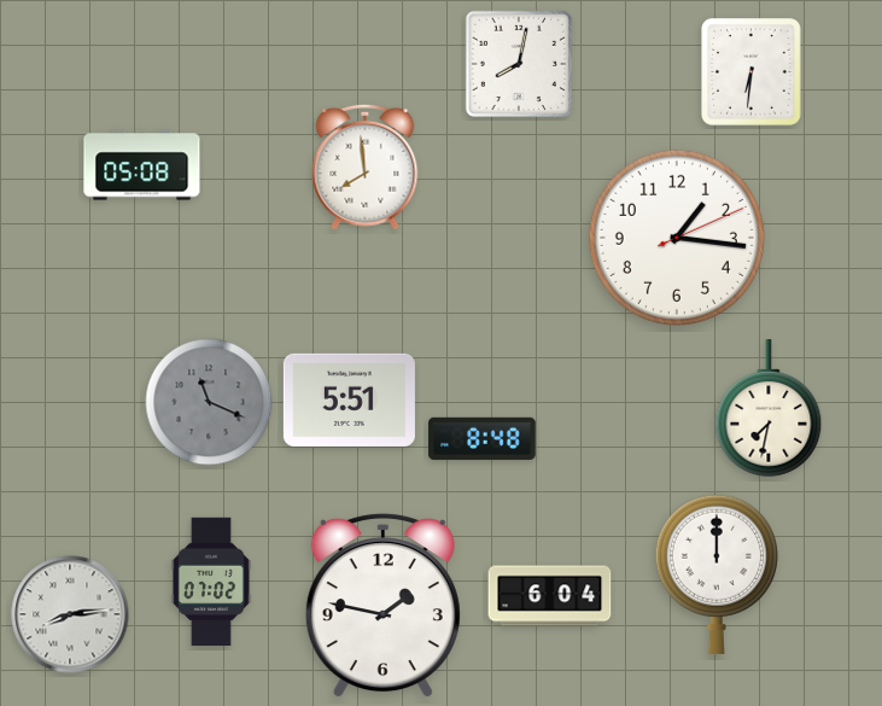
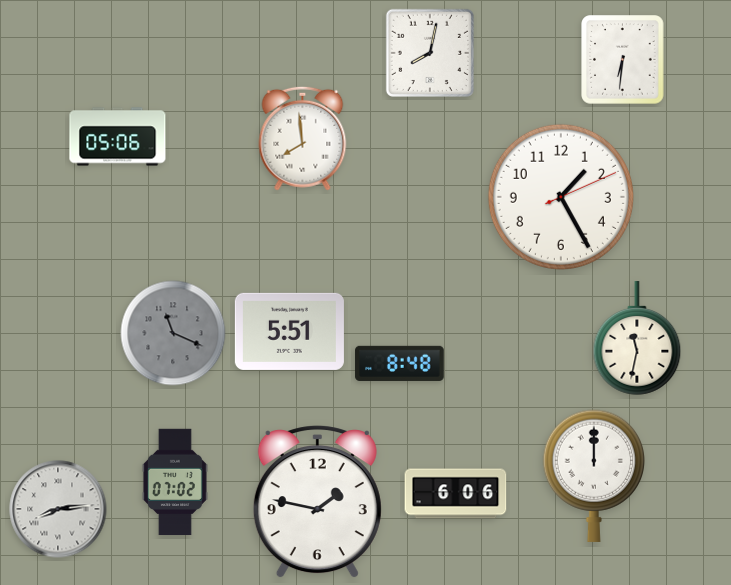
clock at (142, 165): 05:08 -> 05:06
clock at (677, 238): 1:16 -> 1:25
clock at (769, 408): 7:32 -> 11:32
clock at (550, 596): 6:04 -> 6:06
